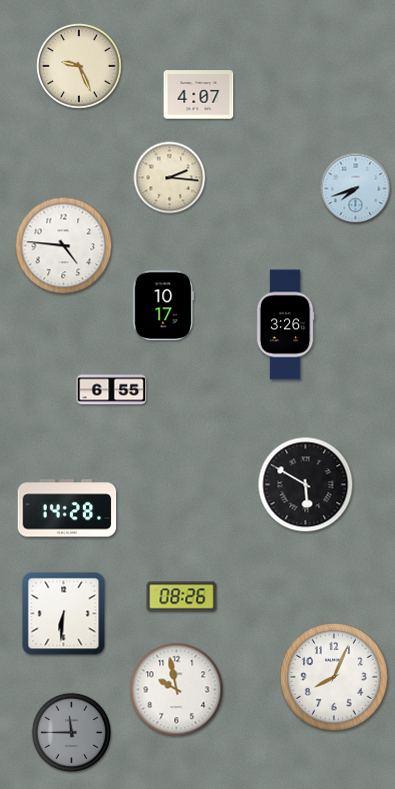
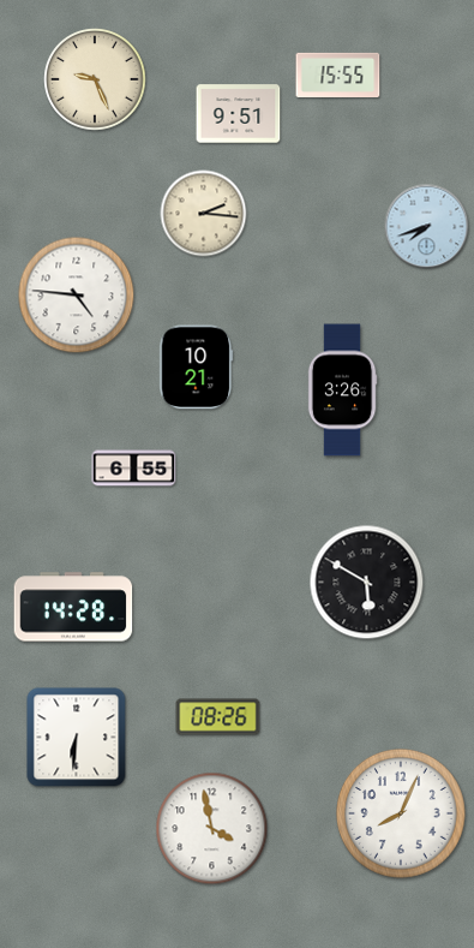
clock at (338, 74): none -> 15:55
clock at (199, 95): 4:07 -> 9:51
clock at (164, 306): 10:17 -> 10:21
clock at (67, 508) position: (67, 508) -> (73, 607)
clock at (177, 690): 9:58 -> 3:58
clock at (72, 733): 11:45 -> none
